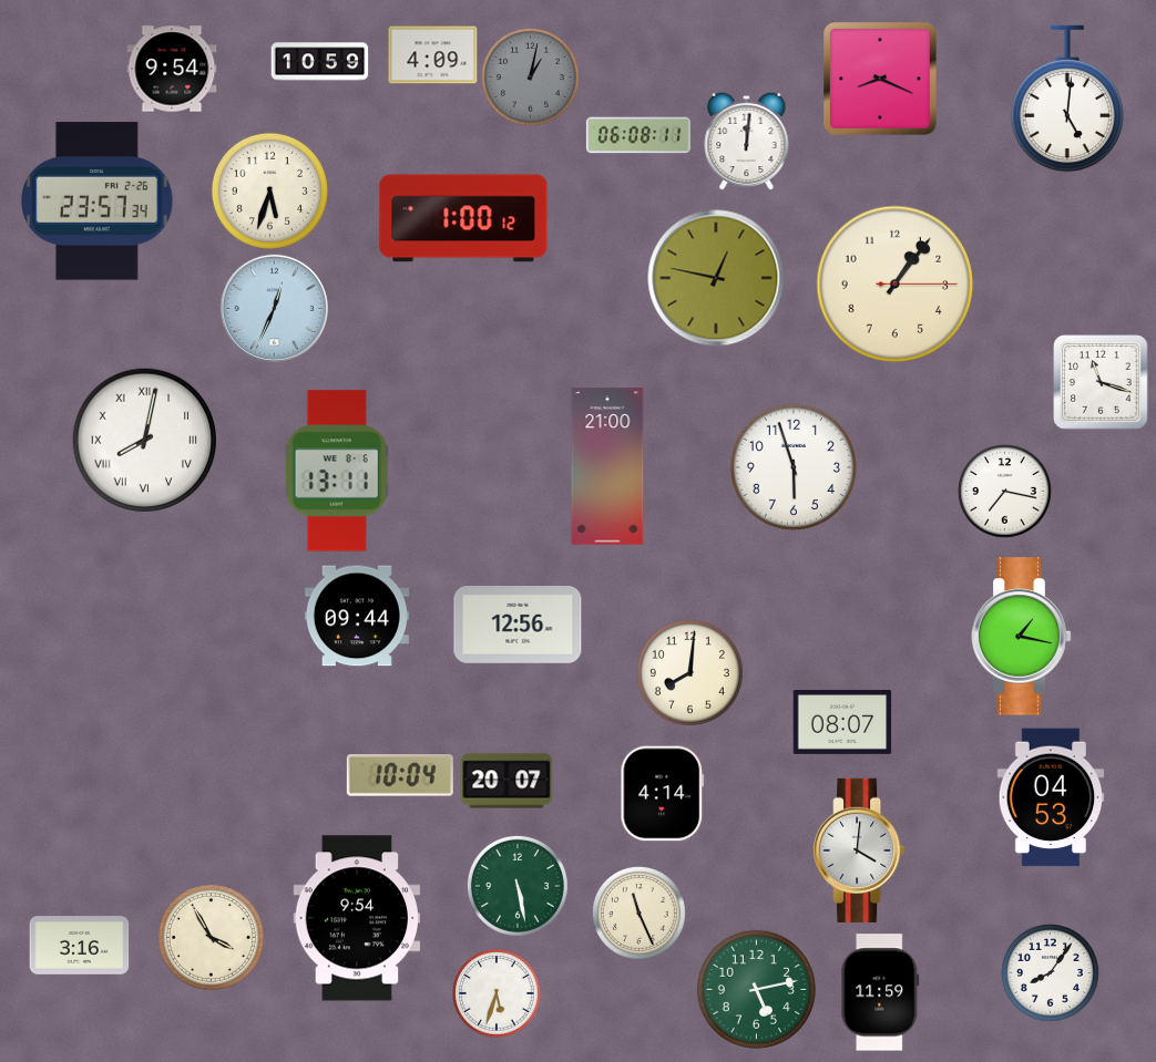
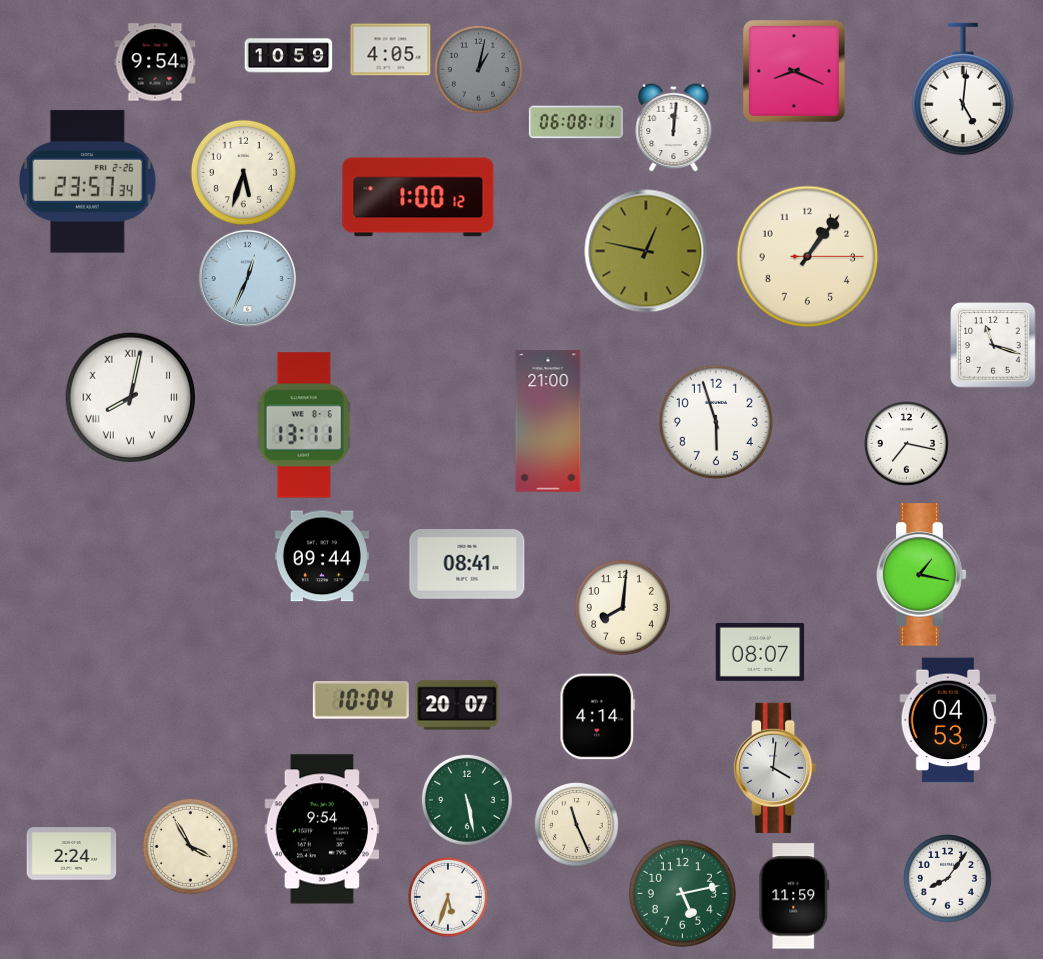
clock at (433, 55): 4:09 -> 4:05
clock at (518, 626): 12:56 -> 08:41
clock at (80, 946): 3:16 -> 2:24
